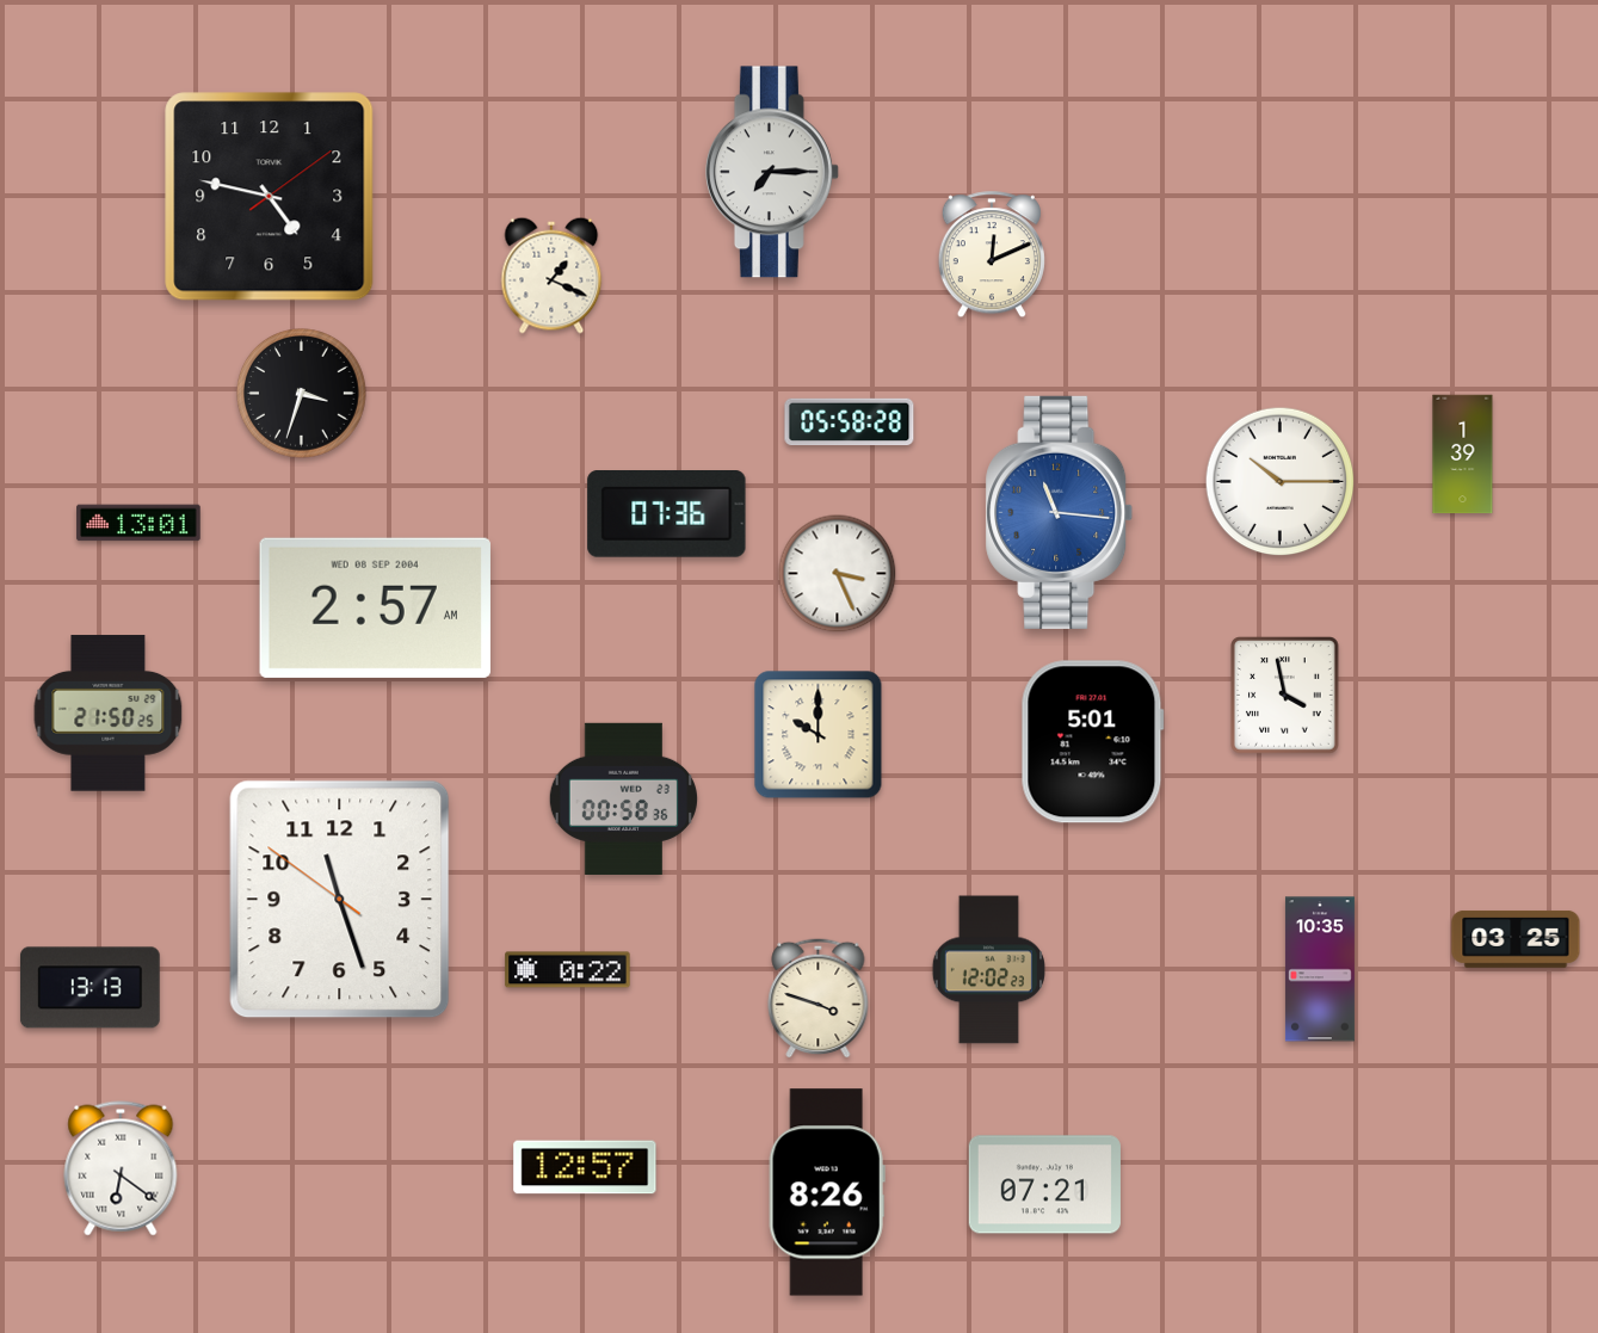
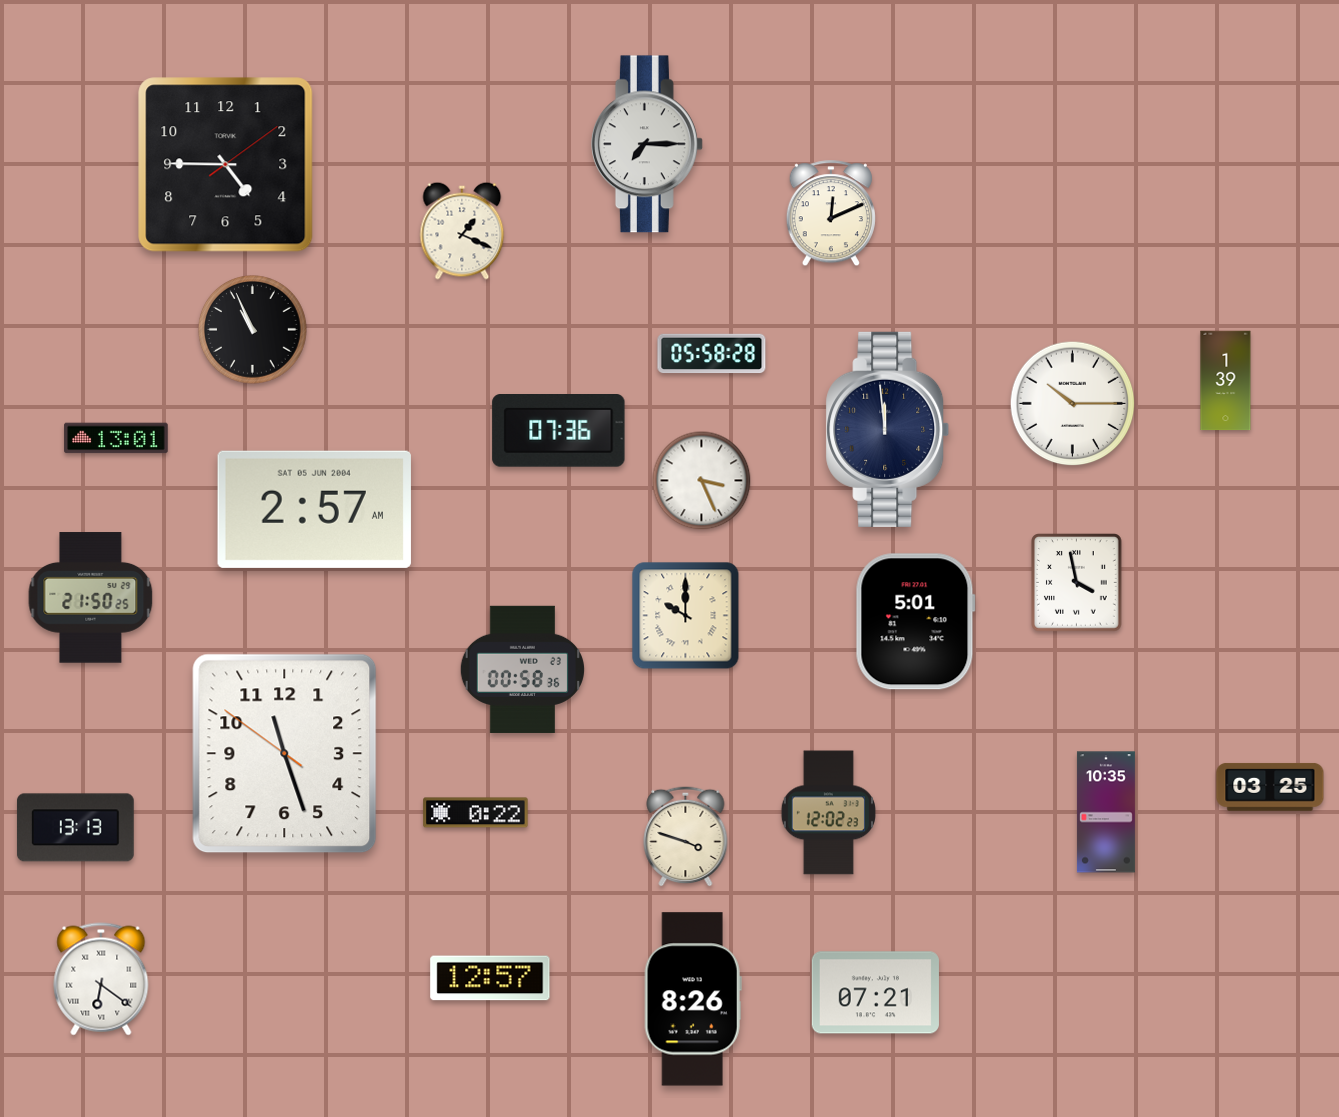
clock at (270, 197): 4:47 -> 4:45
clock at (302, 394): 3:33 -> 10:56
clock at (1060, 512): 11:16 -> 11:59
clock at (1060, 512) dial: blue -> navy
clock at (375, 607) date: WED 08 SEP 2004 -> SAT 05 JUN 2004
